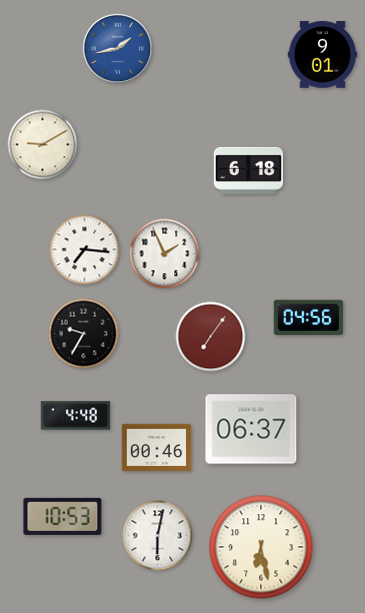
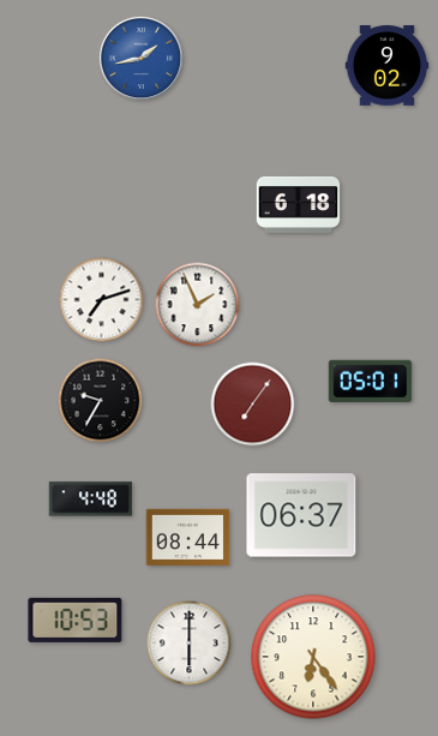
clock at (323, 55): 9:01 -> 9:02
clock at (43, 145): 9:10 -> none
clock at (85, 250): 7:16 -> 7:12
clock at (309, 318): 04:56 -> 05:01
clock at (157, 447): 00:46 -> 08:44
clock at (158, 536): 6:02 -> 6:00
clock at (261, 547): 6:28 -> 6:24
